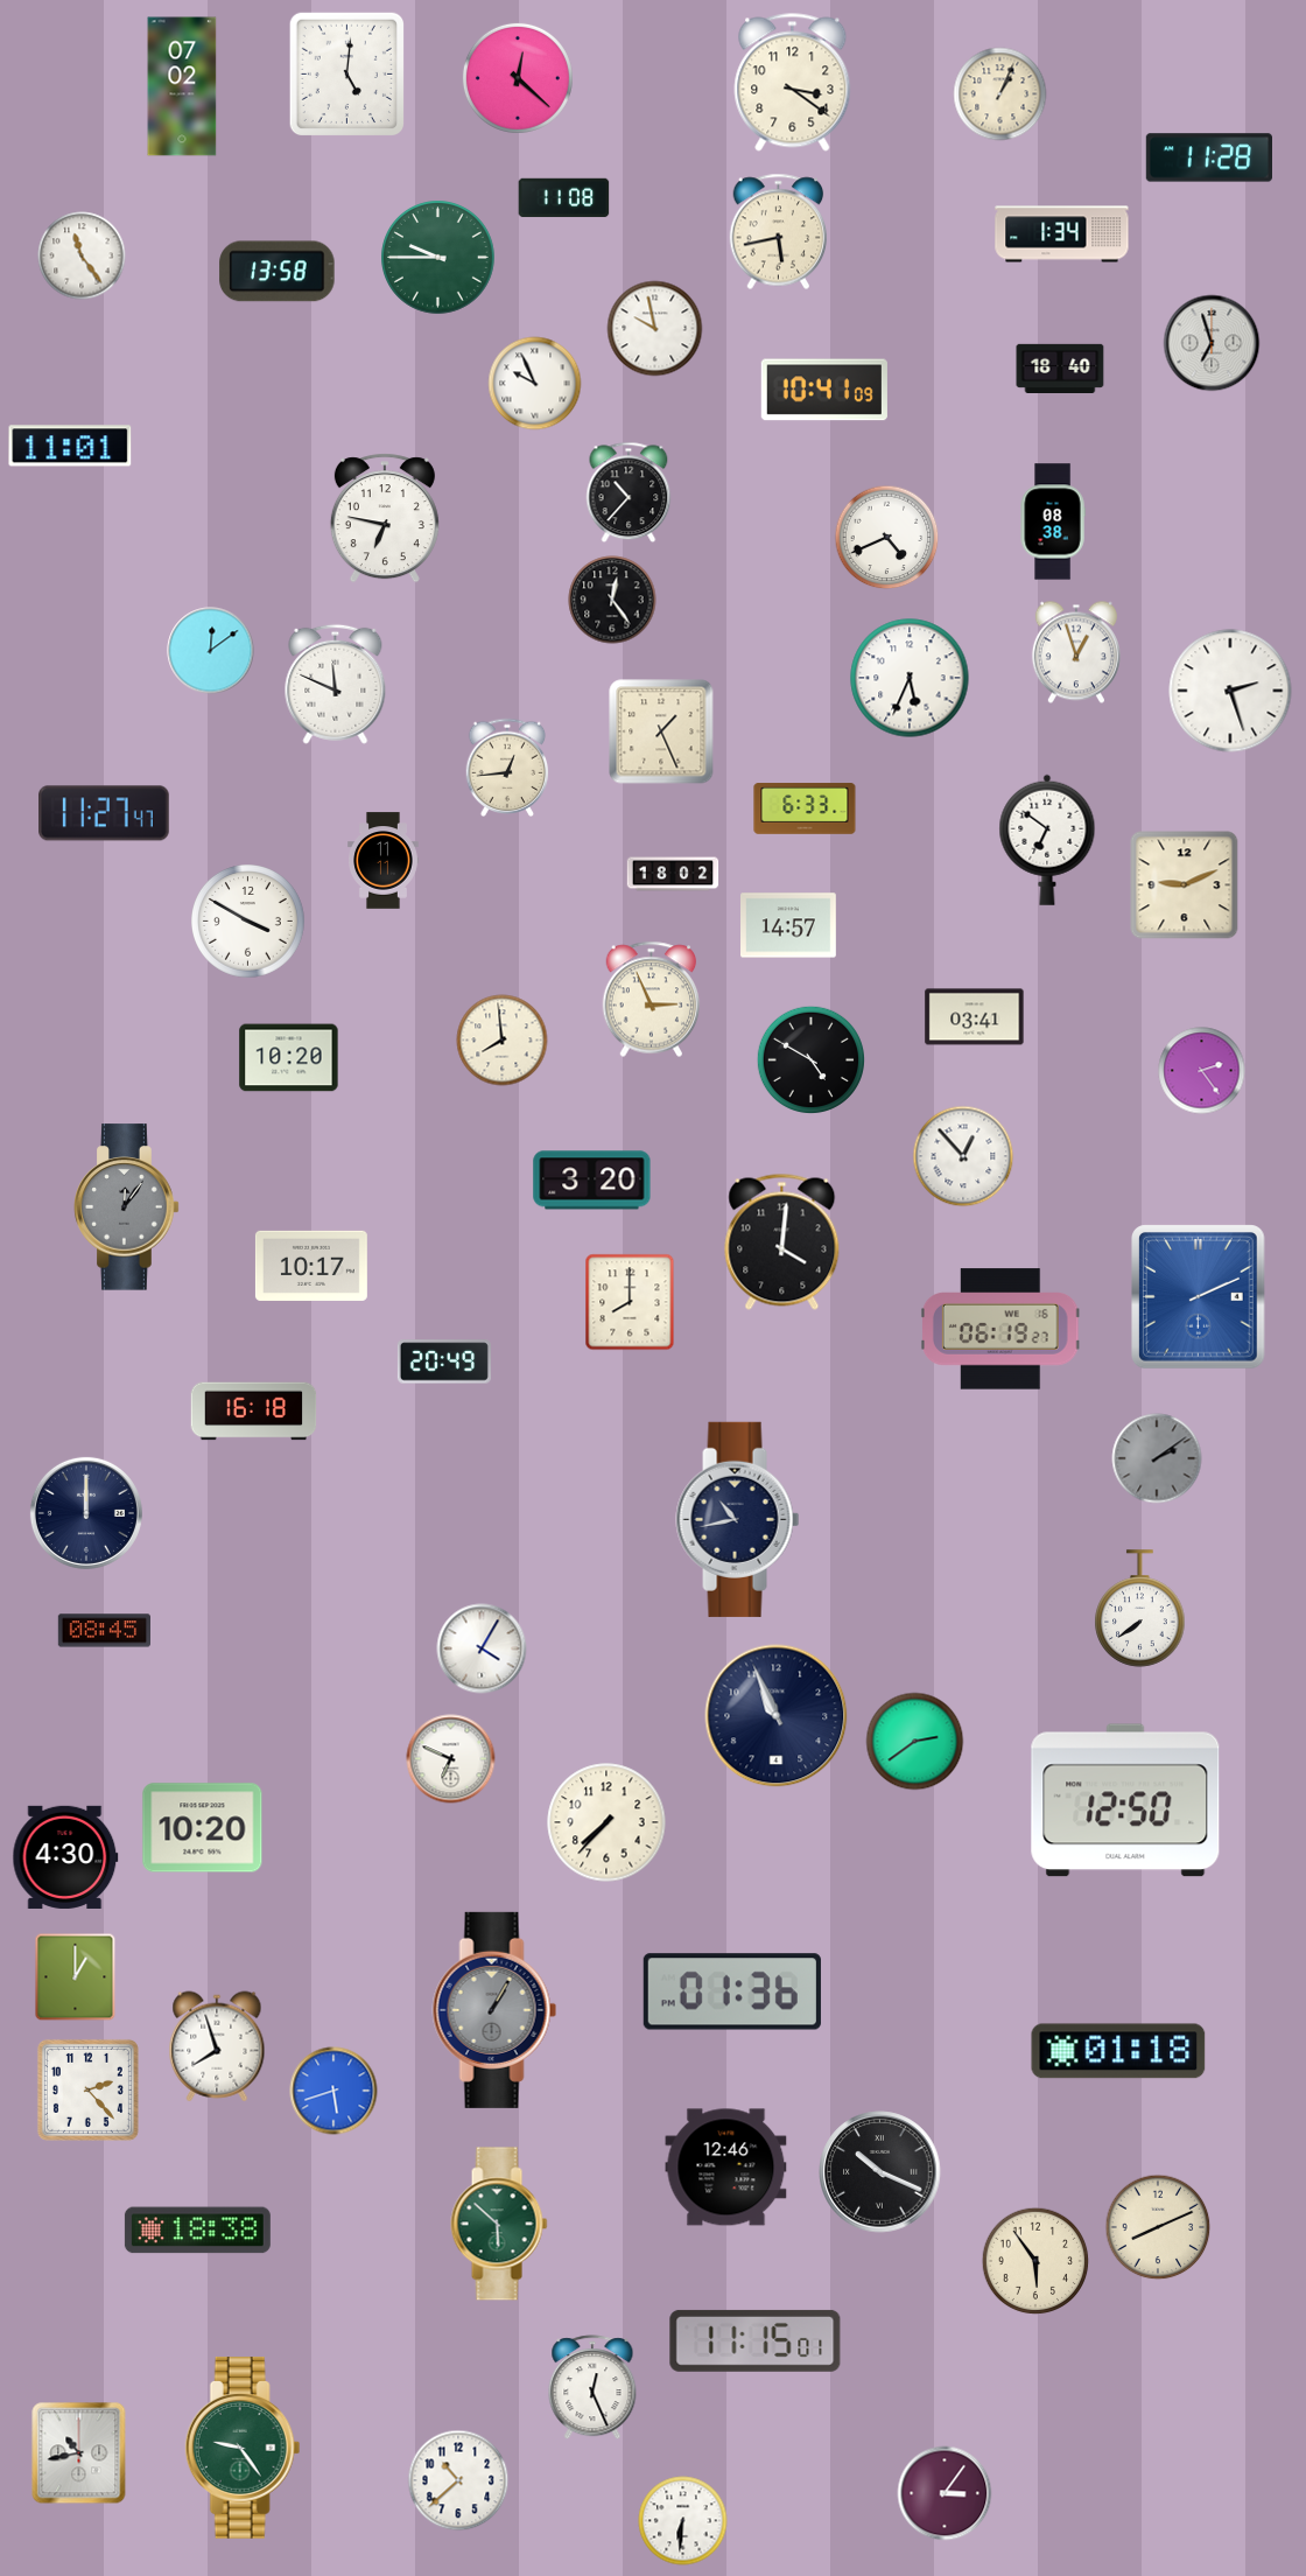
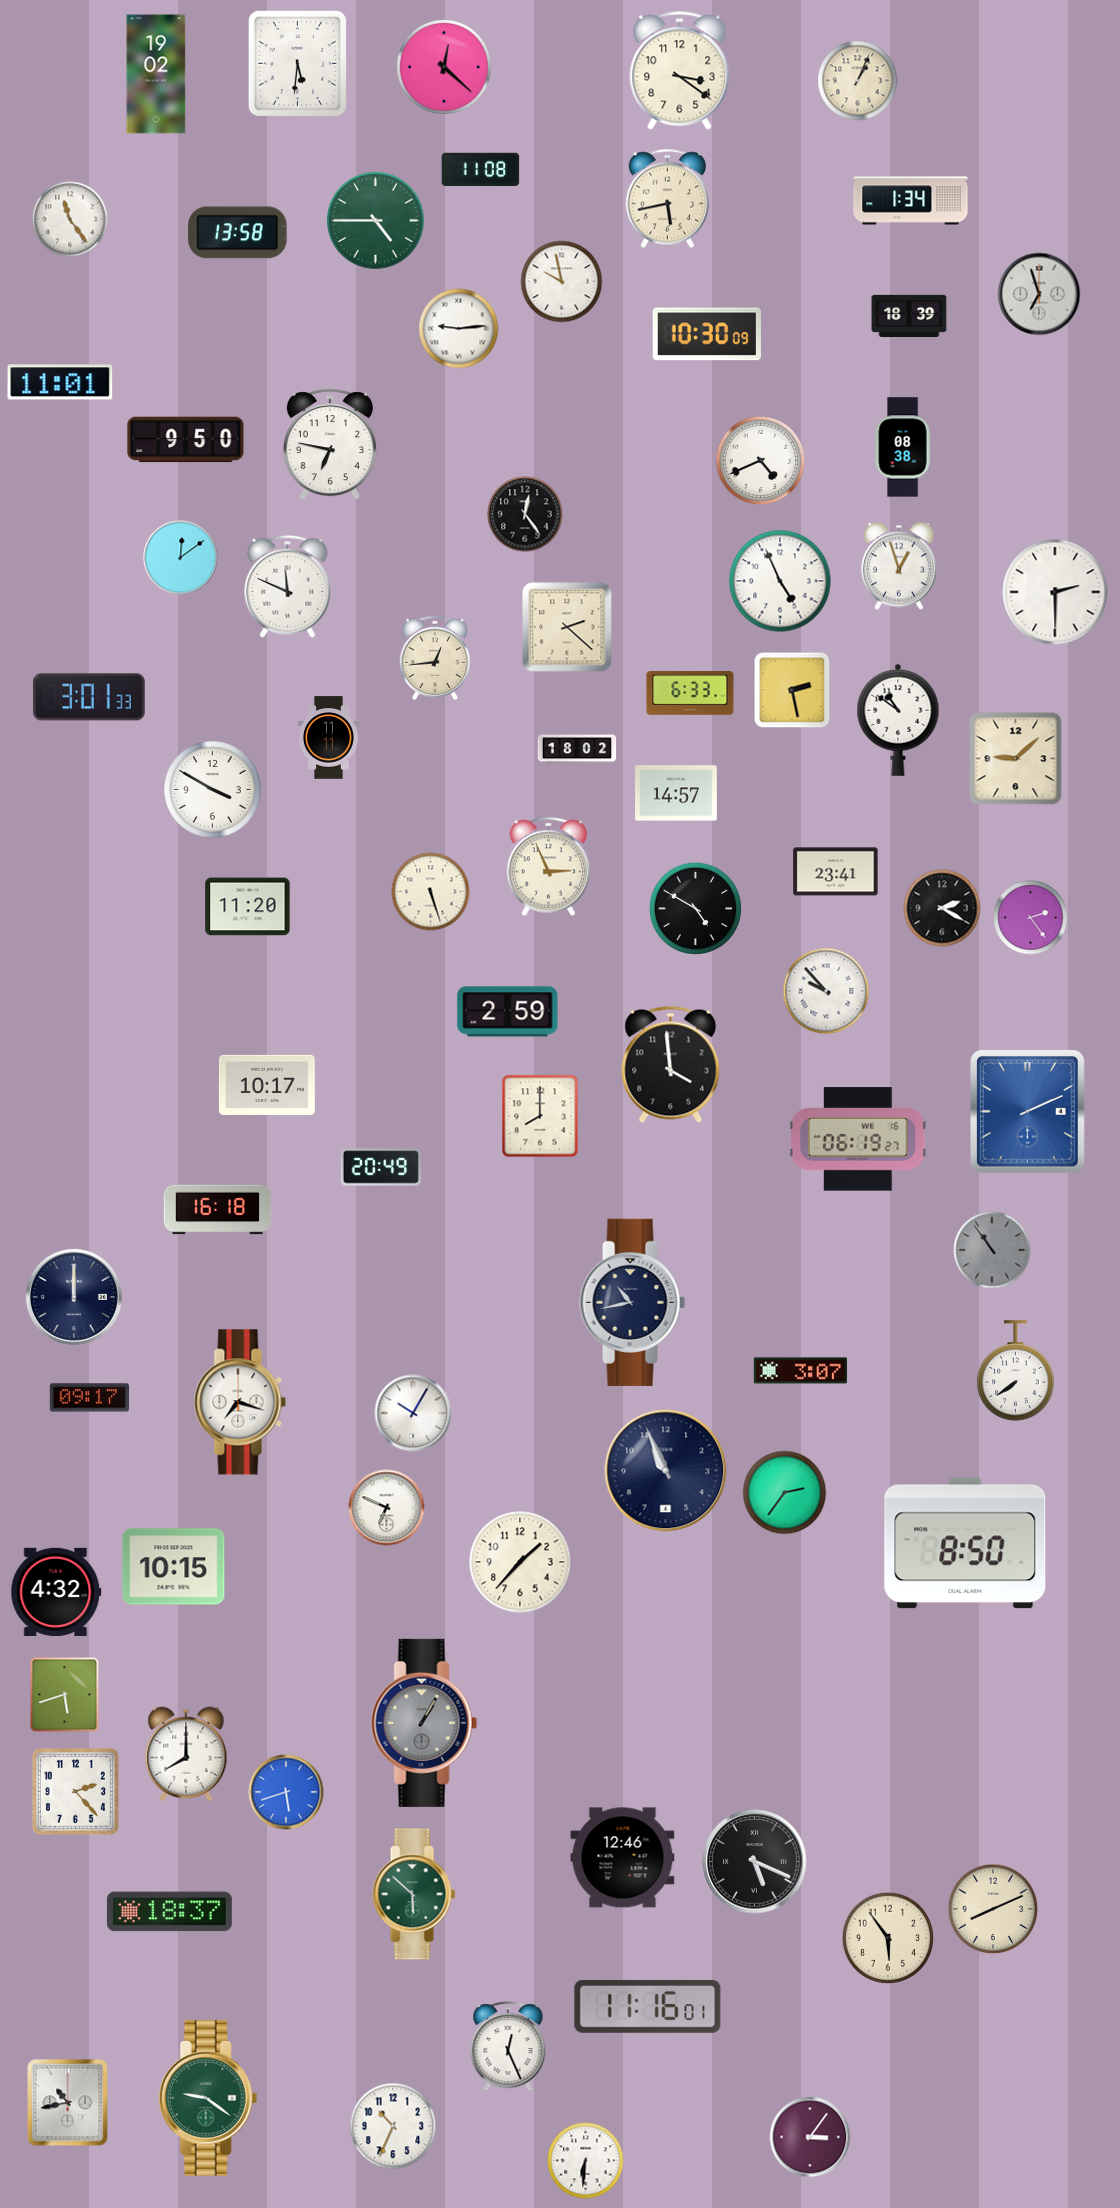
clock at (346, 73): 5:01 -> 5:31
clock at (182, 86): 07:02 -> 19:02
clock at (1208, 157): 11:28 -> none
clock at (564, 198) position: (564, 198) -> (481, 170)
clock at (438, 258): 9:45 -> 4:45
clock at (1060, 367): 18:40 -> 18:39
clock at (535, 384): 9:56 -> 9:14
clock at (824, 390): 10:41 -> 10:30
clock at (629, 492): 10:37 -> none
clock at (186, 440): none -> 9:50
clock at (1076, 652) position: (1076, 652) -> (899, 566)
clock at (910, 678): 5:34 -> 4:56
clock at (1230, 691): 2:27 -> 2:30
clock at (661, 731): 1:26 -> 2:22
clock at (792, 690): none -> 2:28
clock at (105, 813): 11:27 -> 3:01
clock at (1047, 840): 6:51 -> 10:51
clock at (1185, 885): 9:11 -> 9:08
clock at (652, 1000) position: (652, 1000) -> (549, 867)
clock at (975, 1017): 03:41 -> 23:41
clock at (503, 1041): 7:59 -> 5:27
clock at (289, 1058): 10:20 -> 11:20
clock at (942, 908): none -> 2:20
clock at (963, 1156): 12:53 -> 9:53
clock at (592, 1181): 3:20 -> 2:59
clock at (127, 1207): 12:06 -> none
clock at (782, 1241): 4:01 -> 3:59
clock at (1157, 1458): 2:09 -> 10:54
clock at (801, 1371): none -> 3:07
clock at (1140, 1609) position: (1140, 1609) -> (1016, 1371)
clock at (104, 1631): 08:45 -> 09:17
clock at (240, 1402): none -> 7:18
clock at (482, 1648): 4:05 -> 10:05
clock at (915, 1742): 2:39 -> 2:36
clock at (1125, 1800): 12:50 -> 8:50
clock at (606, 1822): 7:37 -> 1:37
clock at (203, 1828): 10:20 -> 10:15
clock at (65, 1857): 4:30 -> 4:32
clock at (76, 1978): 1:00 -> 5:42
clock at (732, 1992): 01:36 -> none
clock at (217, 2046): 7:57 -> 8:00
clock at (1118, 2051): 01:18 -> none
clock at (880, 2172): 10:19 -> 5:19
clock at (499, 2224) position: (499, 2224) -> (414, 1894)
clock at (197, 2231): 18:38 -> 18:37
clock at (756, 2340): 11:15 -> 11:16
clock at (243, 2449): 9:24 -> 9:21
clock at (458, 2480): 10:38 -> 10:34
